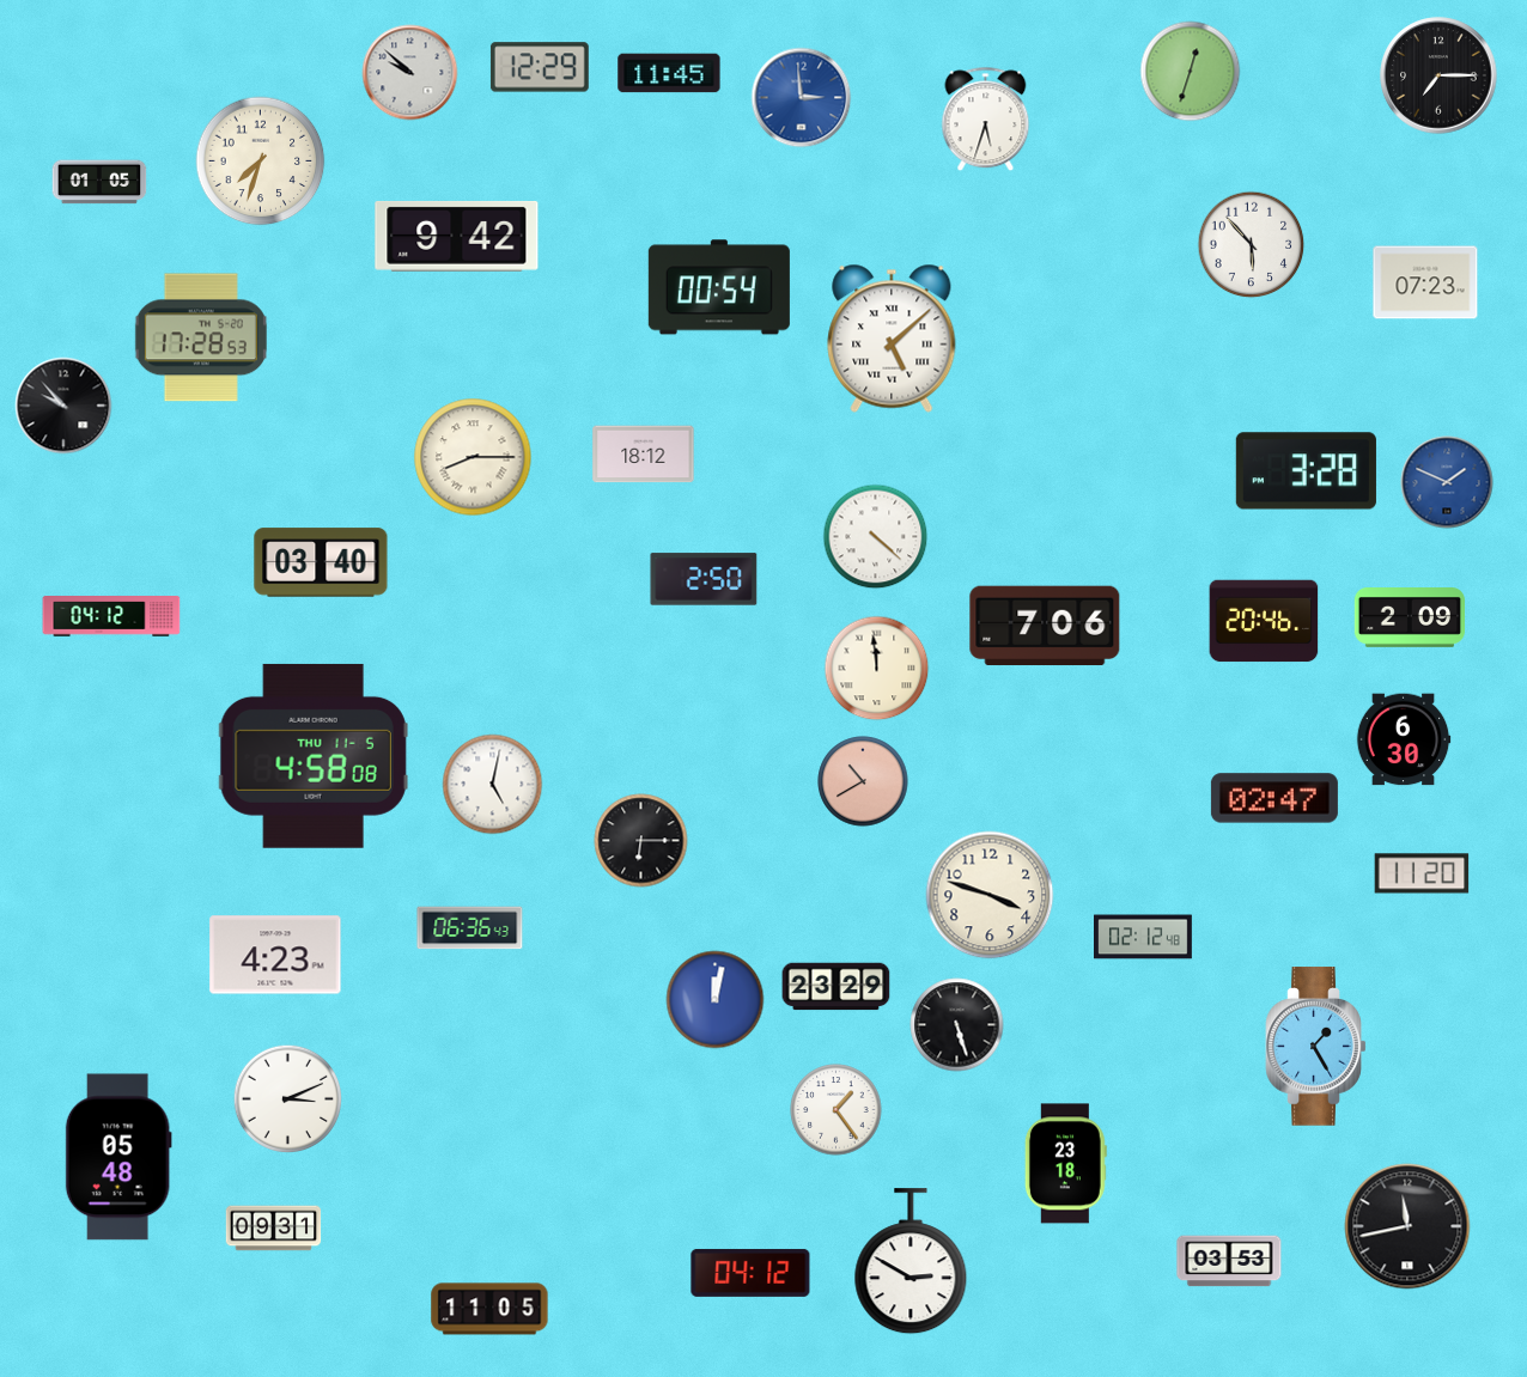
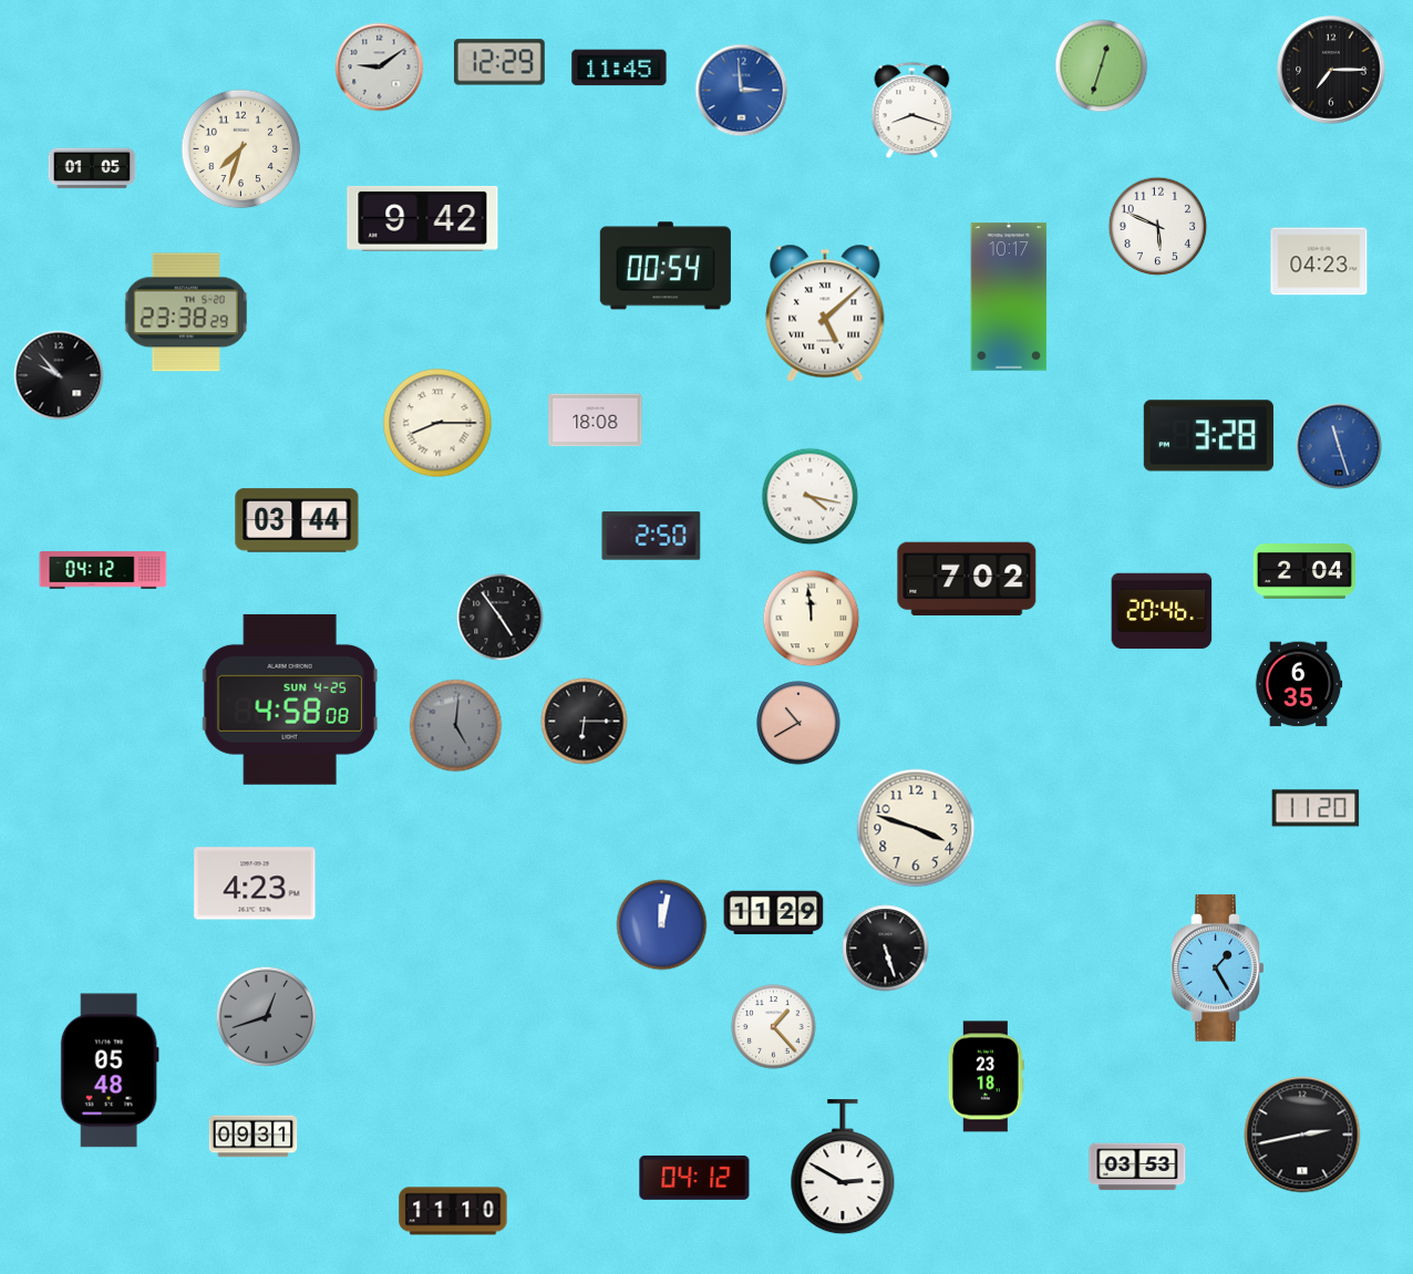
clock at (410, 73): 9:52 -> 9:09
clock at (986, 120): 5:33 -> 8:18
clock at (1252, 245): 5:53 -> 5:49
clock at (1425, 282): 07:23 -> 04:23
clock at (1009, 297): none -> 10:17
clock at (201, 337): 17:28 -> 23:38
clock at (644, 455): 18:12 -> 18:08
clock at (1447, 482): 1:49 -> 11:27
clock at (876, 537): 4:22 -> 4:17
clock at (321, 562): 03:40 -> 03:44
clock at (1409, 619): 2:09 -> 2:04
clock at (1264, 621) position: (1264, 621) -> (1162, 611)
clock at (1045, 626): 7:06 -> 7:02
clock at (501, 618): none -> 4:54
clock at (1404, 739): 6:30 -> 6:35
clock at (314, 756) date: THU 11-5 -> SUN 4-25
clock at (493, 785): 5:02 -> 5:01
clock at (493, 785) dial: white -> grey
clock at (1274, 798): 02:47 -> none
clock at (641, 841) position: (641, 841) -> (585, 722)
clock at (470, 928): 06:36 -> none
clock at (1144, 937): 02:12 -> none
clock at (836, 987): 23:29 -> 11:29
clock at (287, 1098): 3:11 -> 12:42
clock at (287, 1098) dial: white -> grey
clock at (836, 1110): 1:24 -> 1:23
clock at (1407, 1226): 11:43 -> 2:43
clock at (489, 1309): 11:05 -> 11:10
